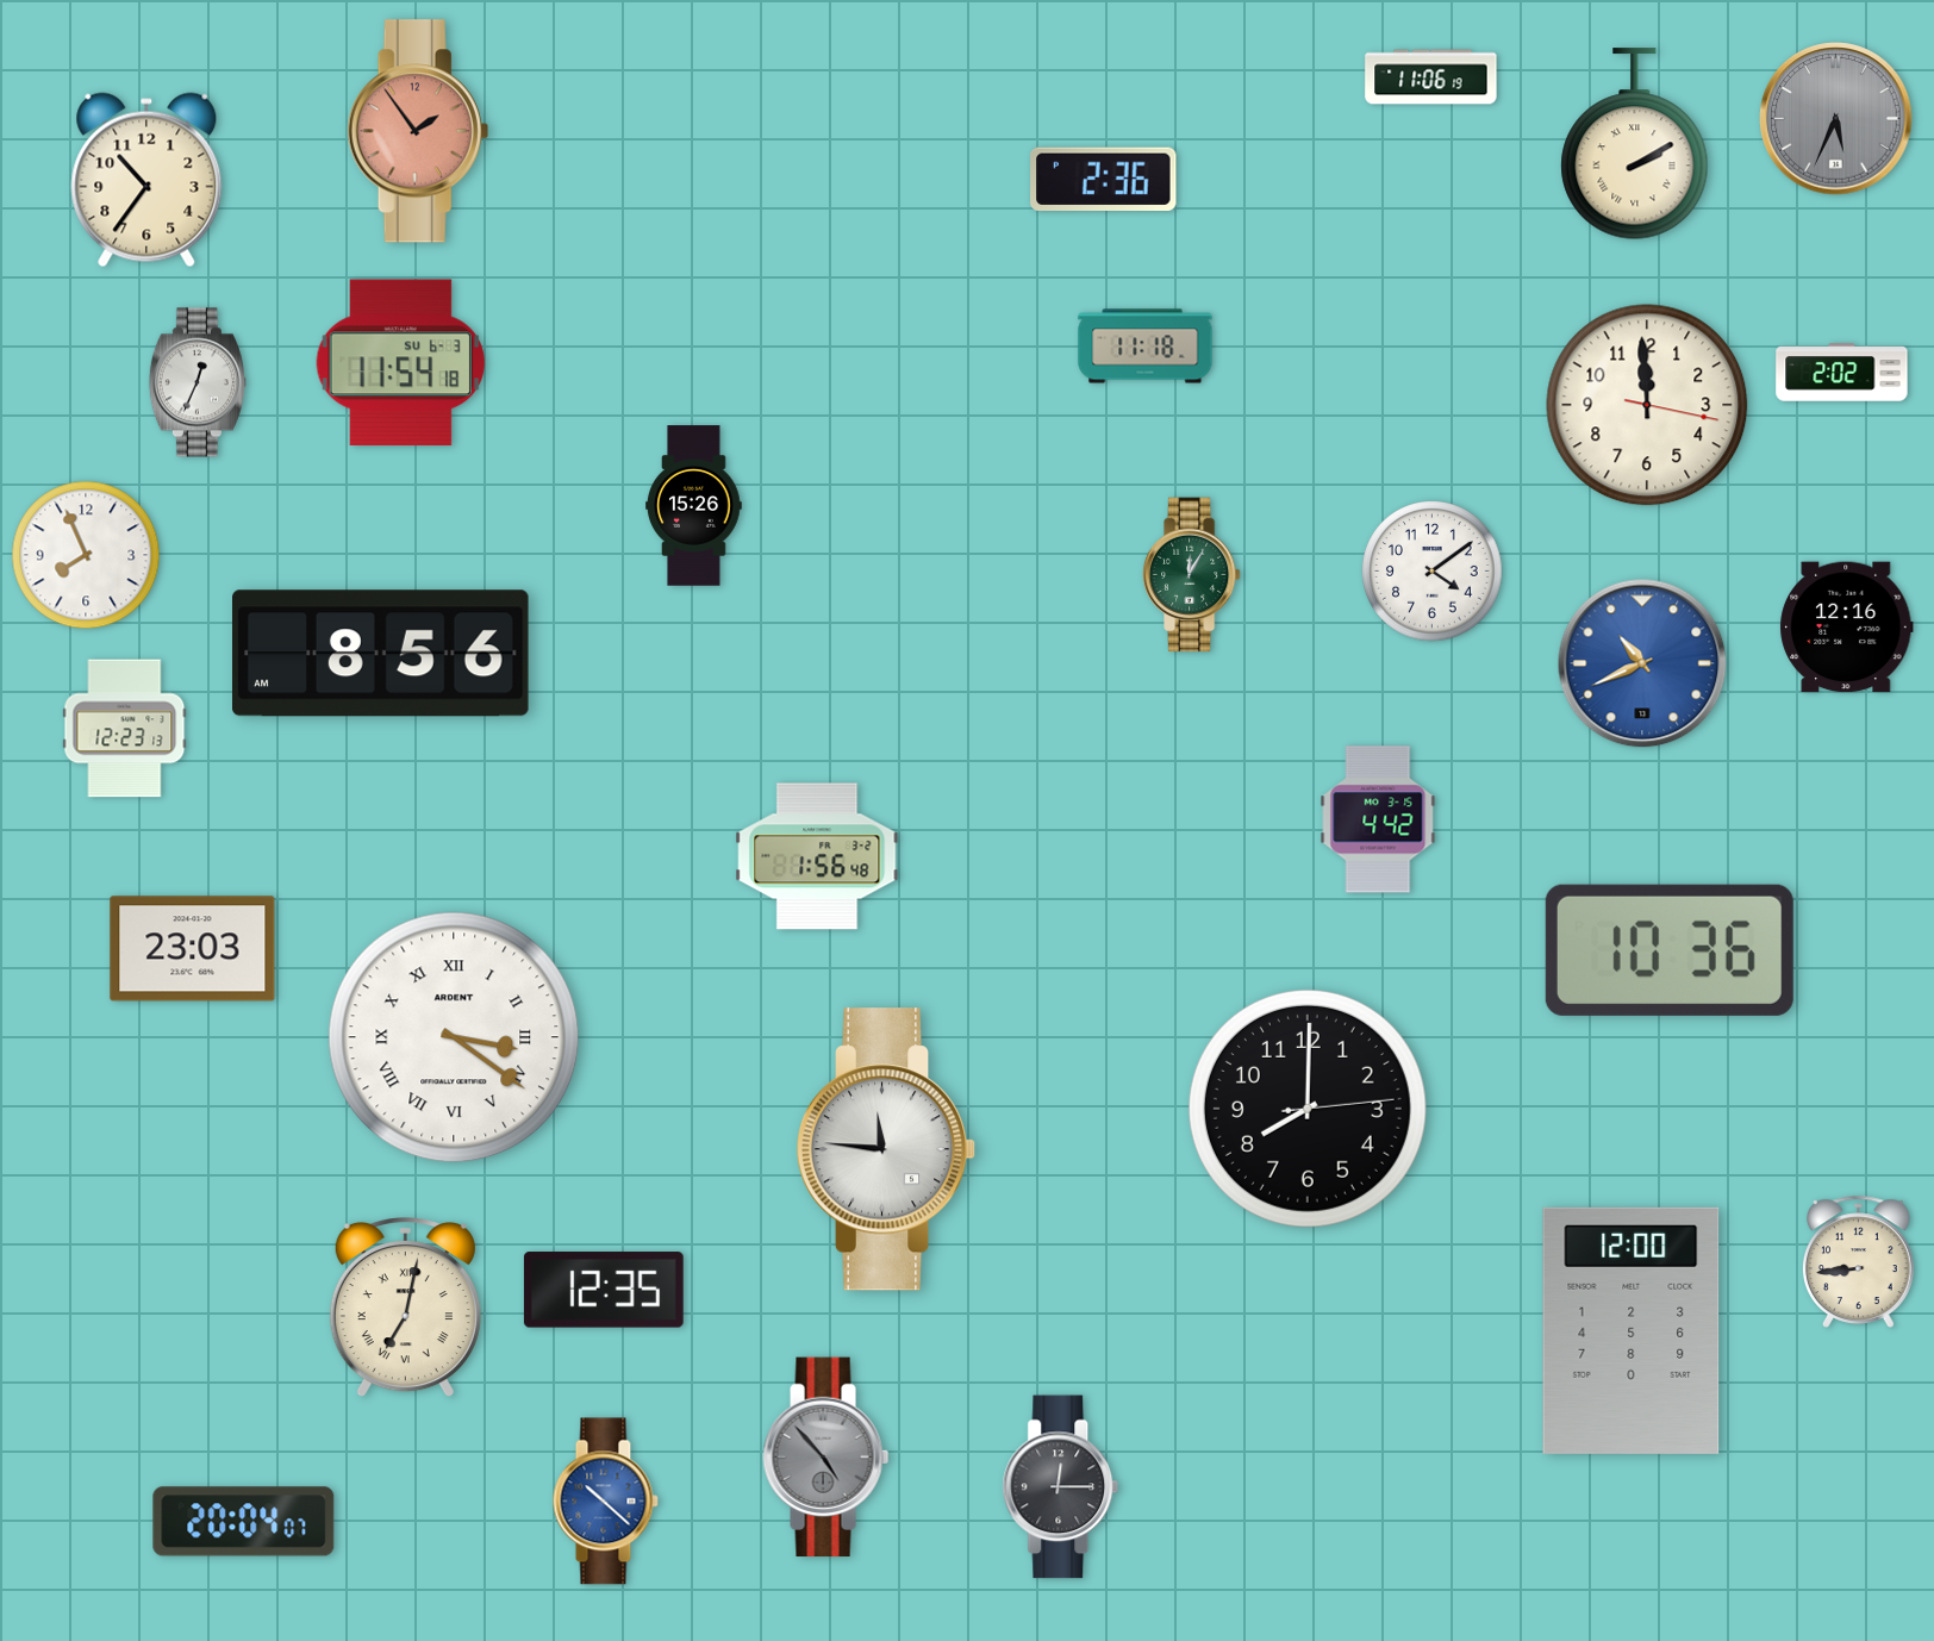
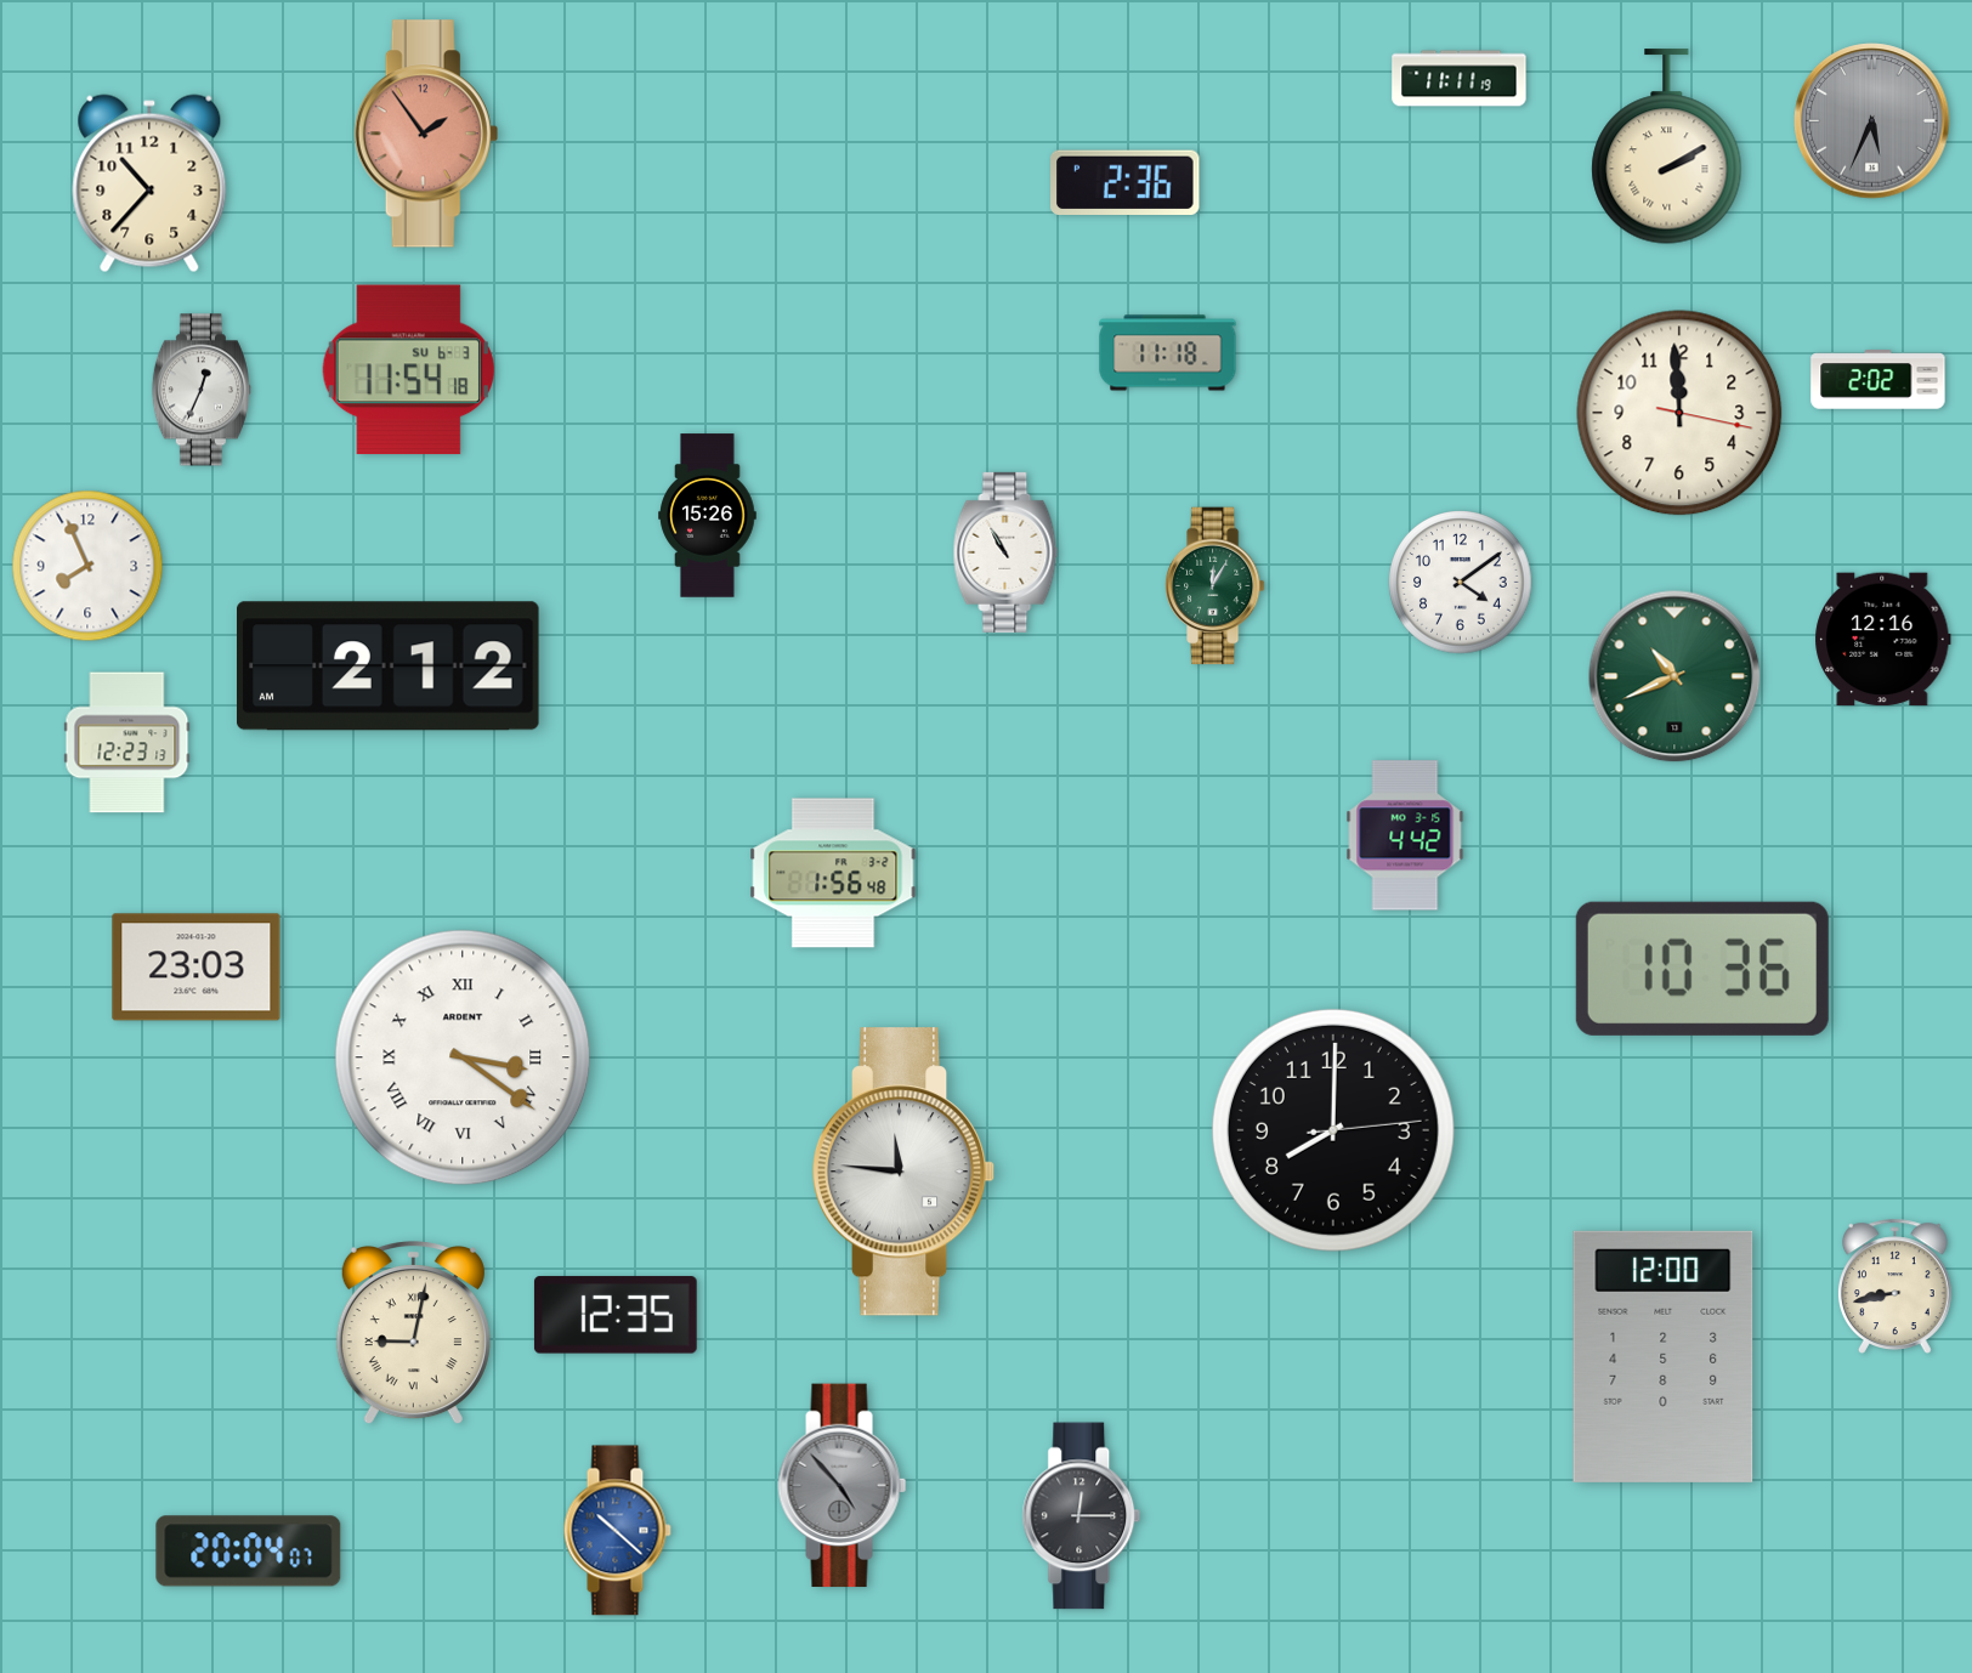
clock at (1431, 77): 11:06 -> 11:11
clock at (146, 180): 10:36 -> 10:37
clock at (1005, 552): none -> 10:55
clock at (381, 654): 8:56 -> 2:12
clock at (1642, 663) dial: blue -> green
clock at (1858, 1261): 8:44 -> 8:43
clock at (405, 1309): 7:02 -> 9:02
